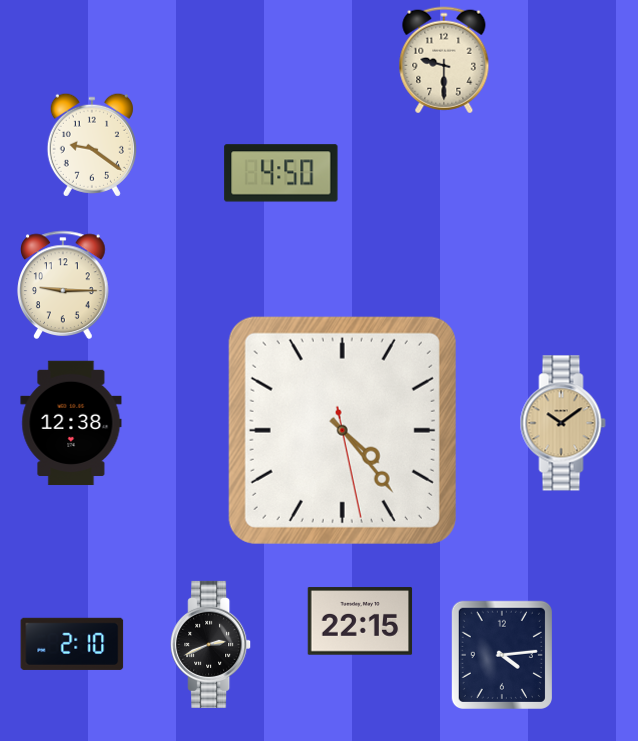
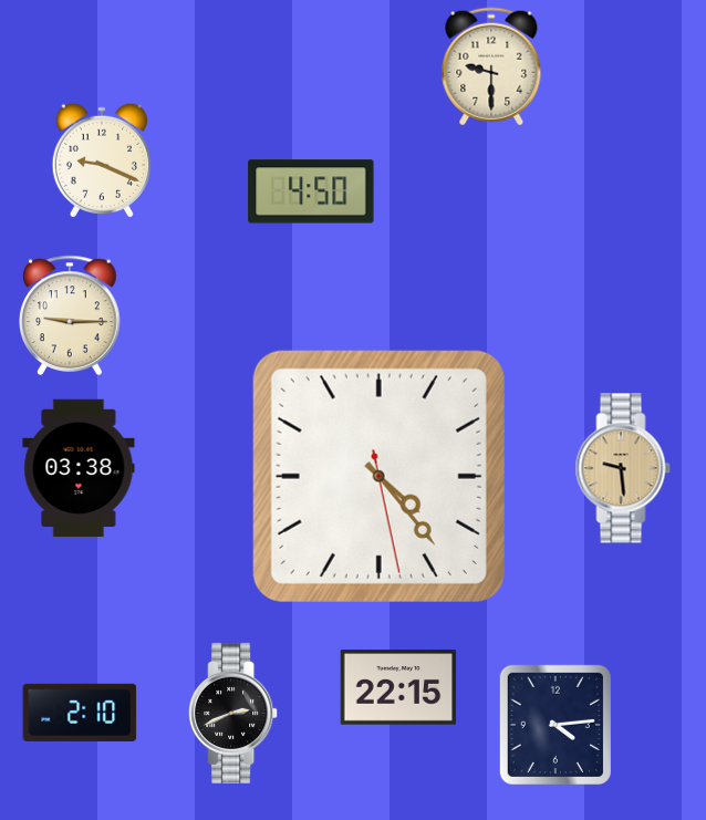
clock at (92, 145): 9:21 -> 9:19
clock at (71, 423): 12:38 -> 03:38
clock at (563, 423): 10:09 -> 9:29
